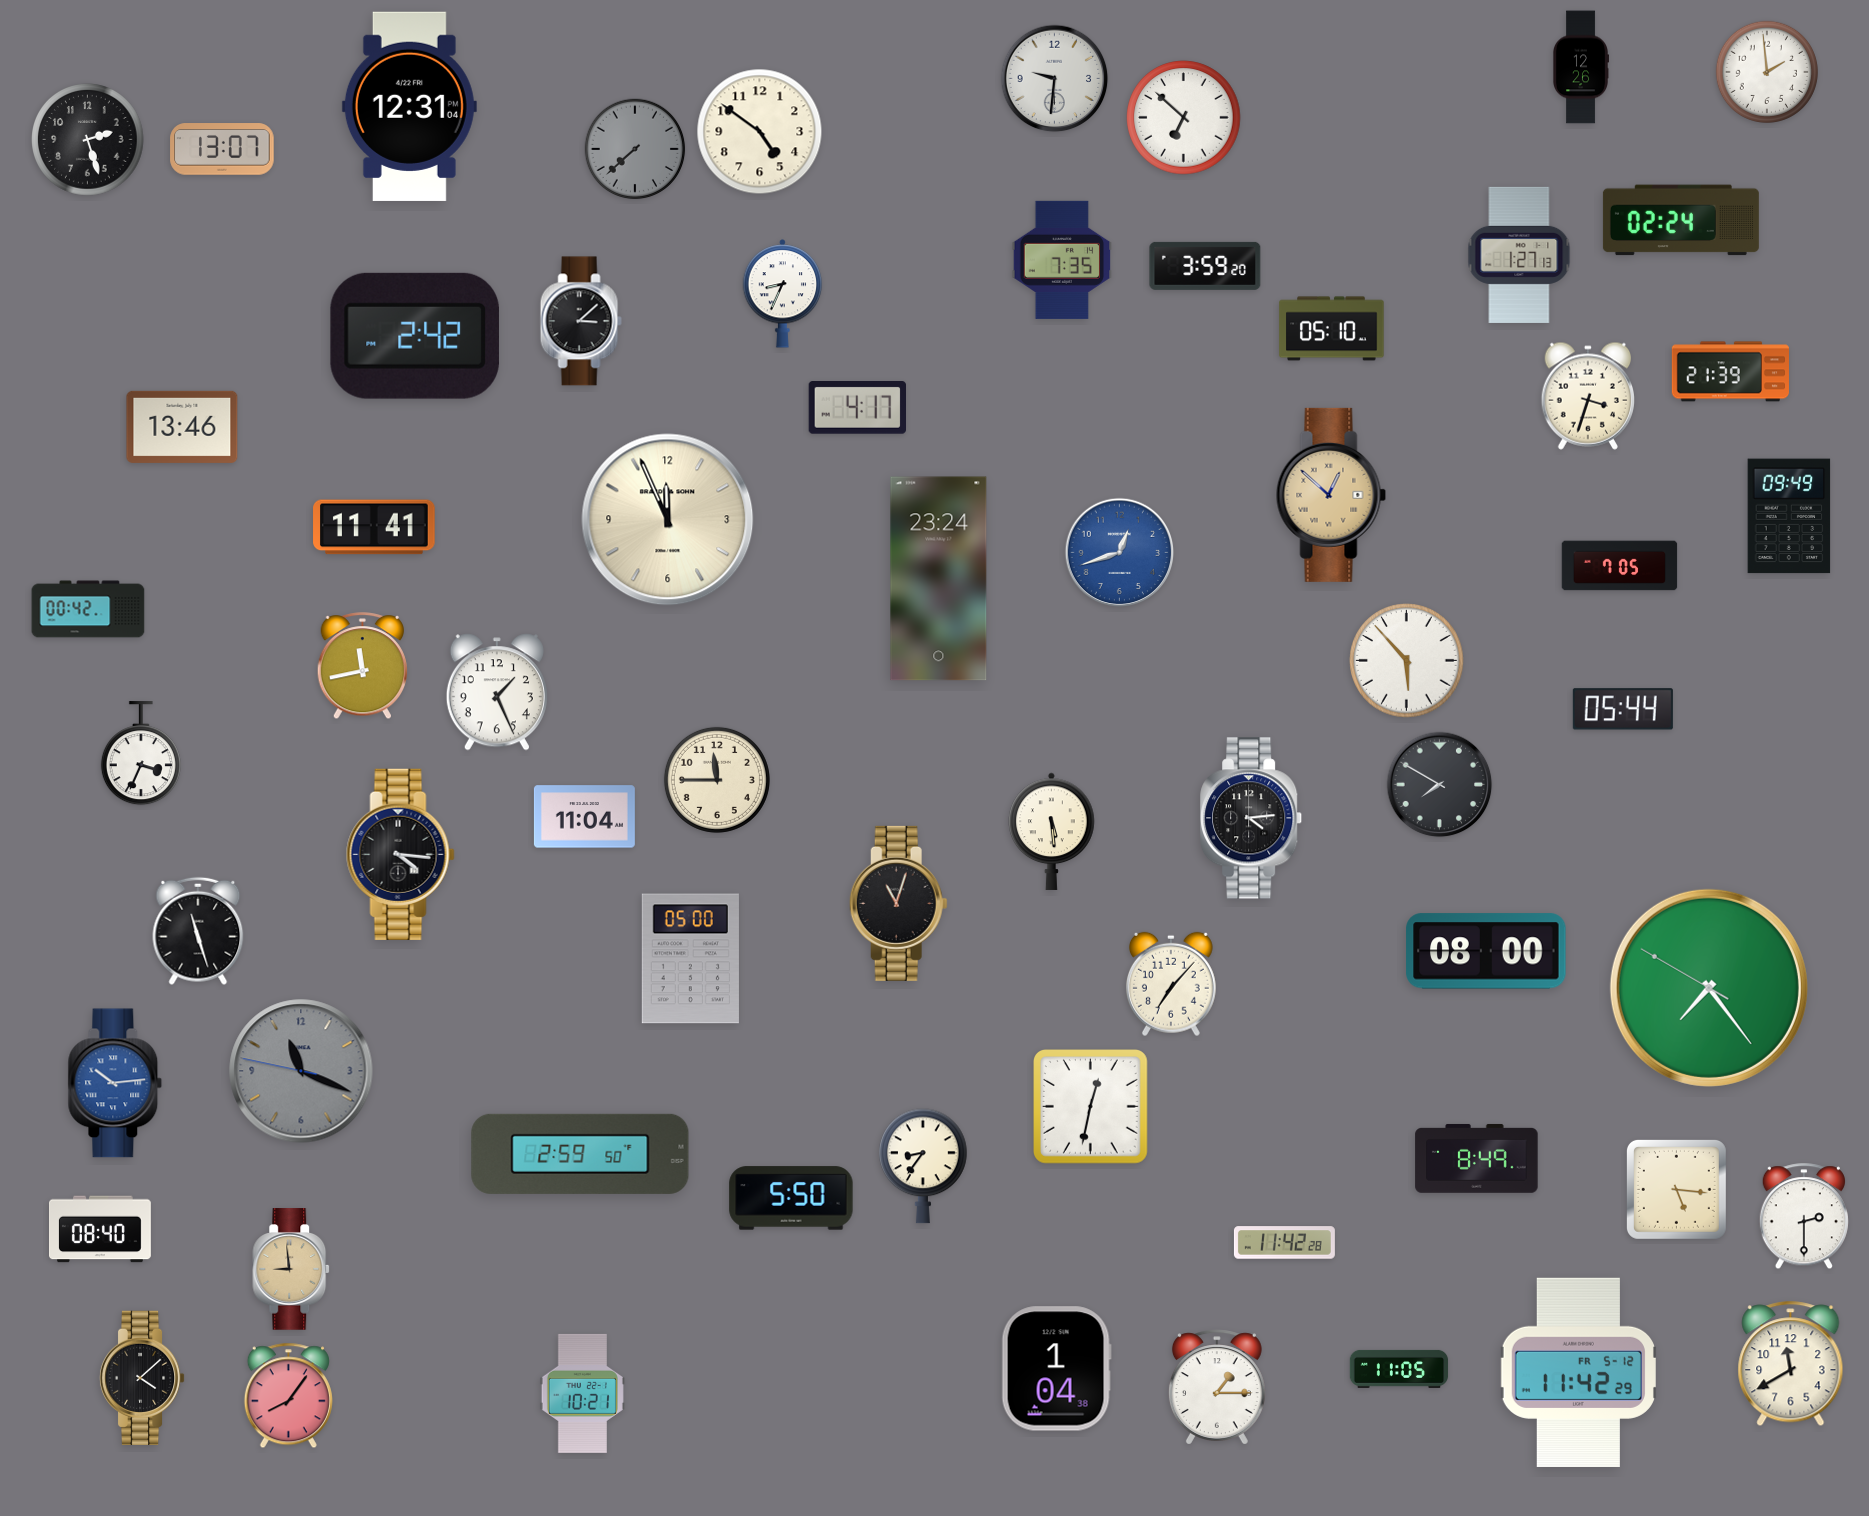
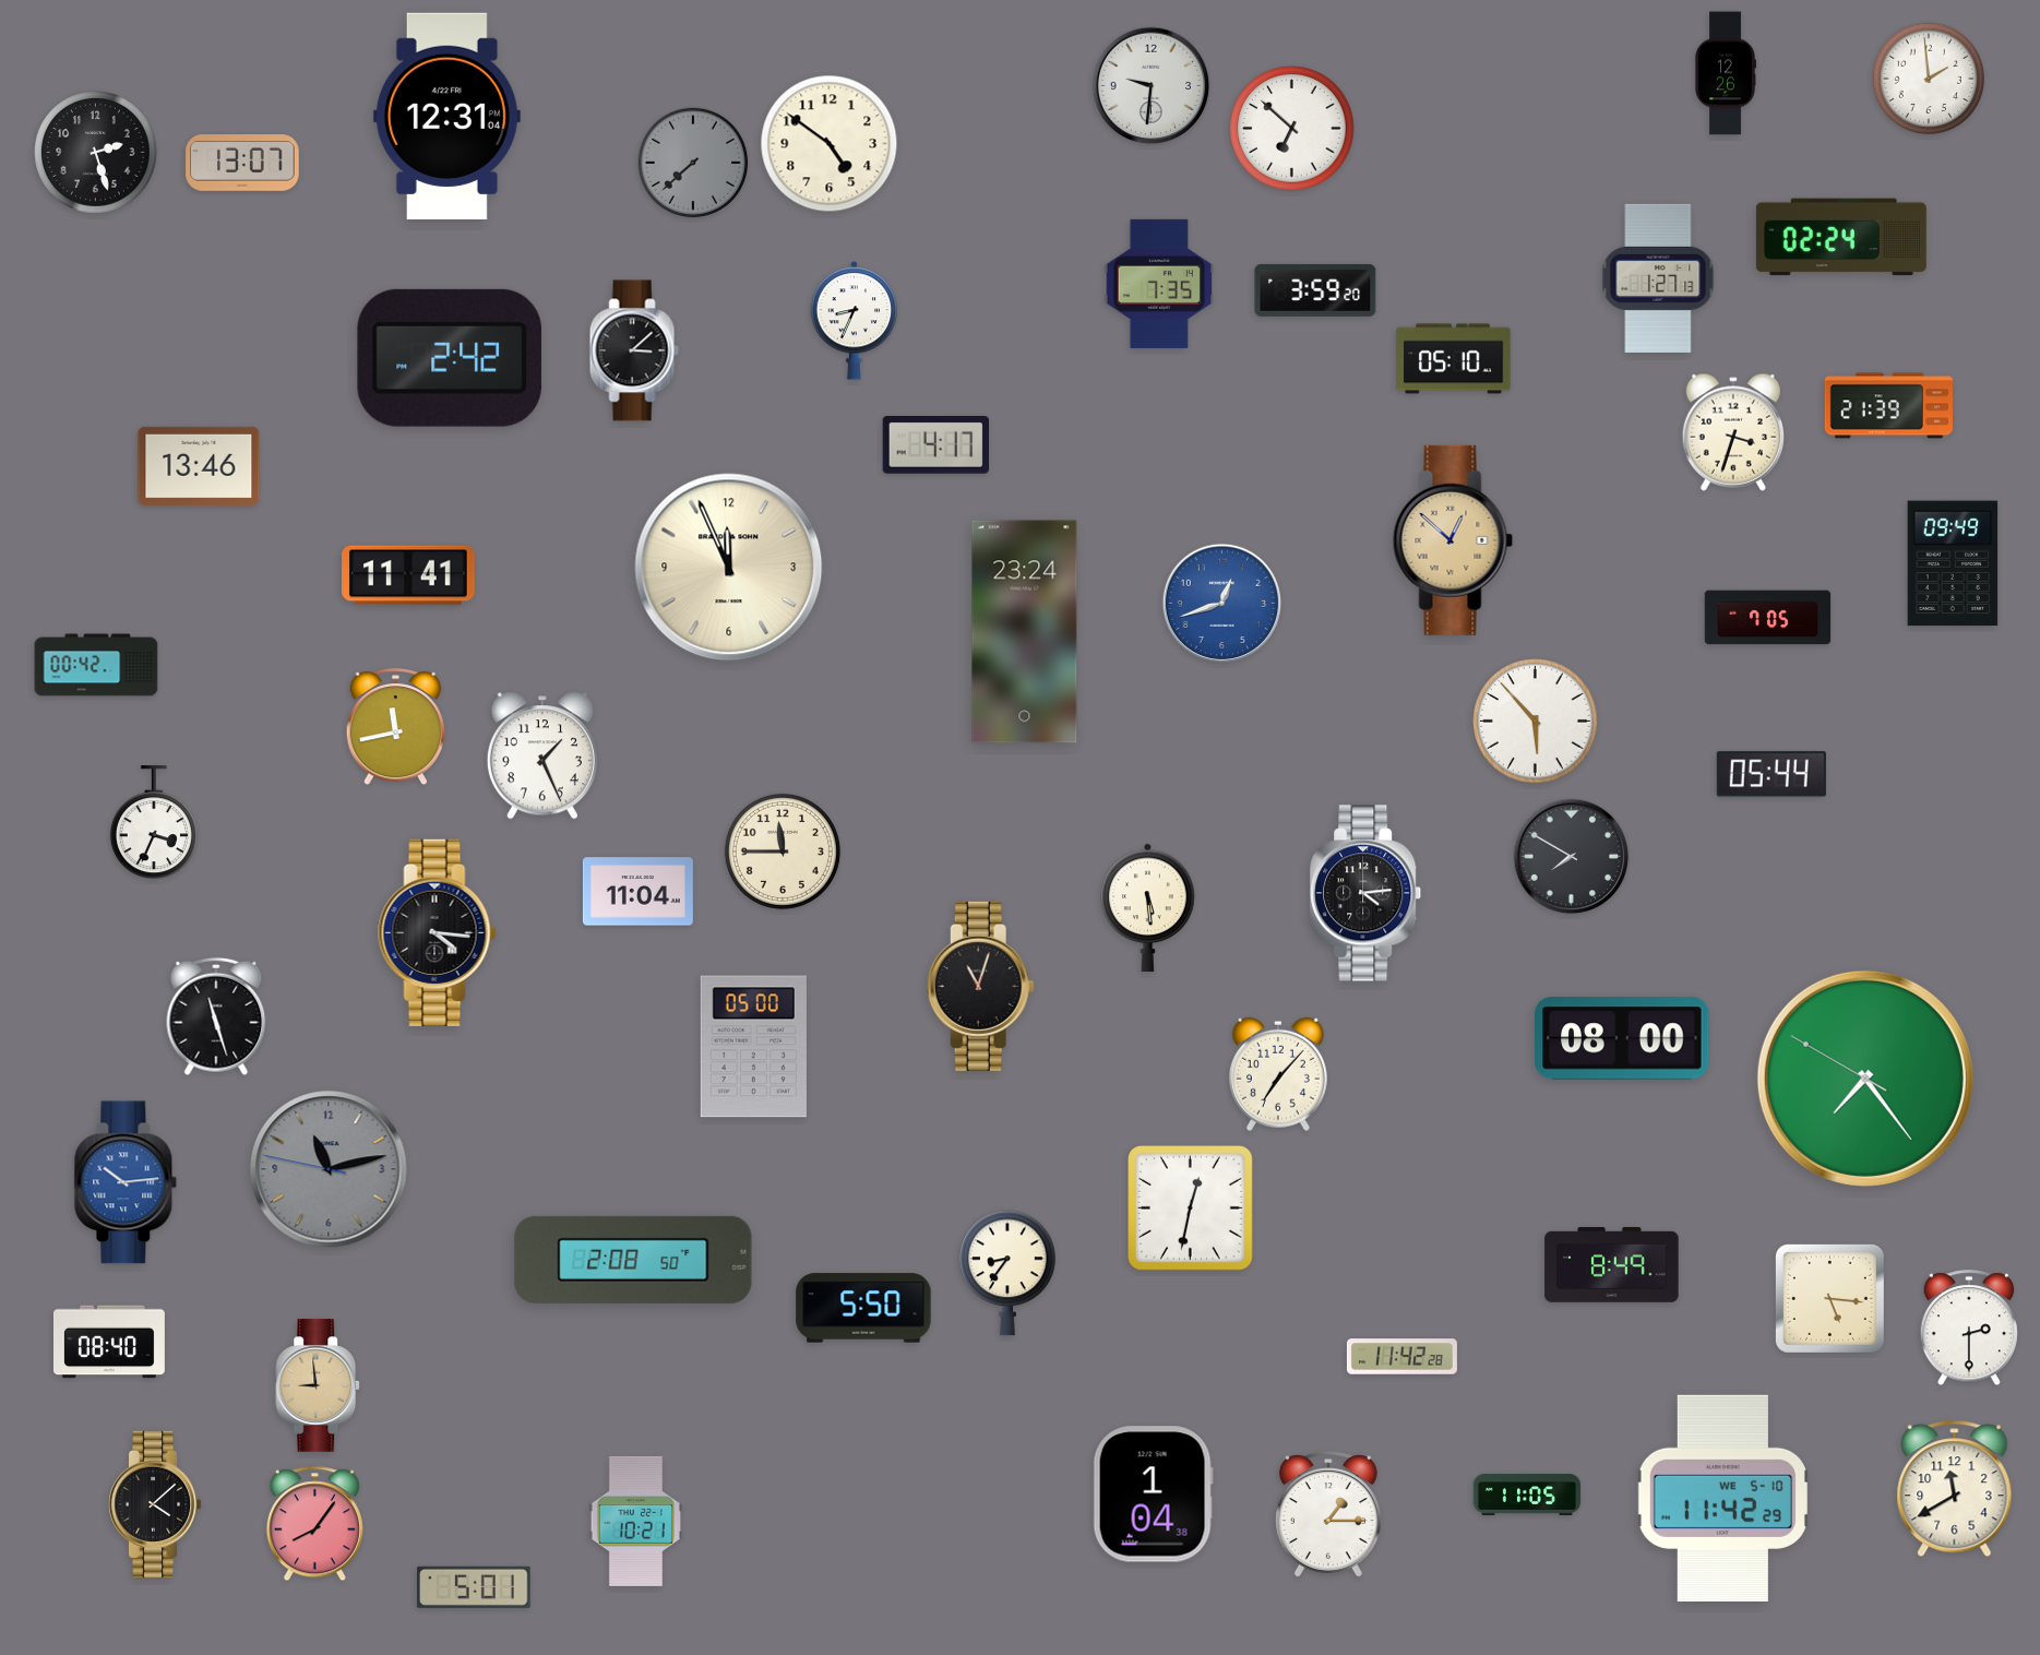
clock at (1681, 220) position: (1681, 220) -> (1841, 237)
clock at (415, 336) position: (415, 336) -> (450, 358)
clock at (301, 1071): 11:18 -> 11:12
clock at (580, 1154): 2:59 -> 2:08
clock at (1578, 1372) date: FR 5-12 -> WE 5-10
clock at (475, 1587): none -> 5:01
